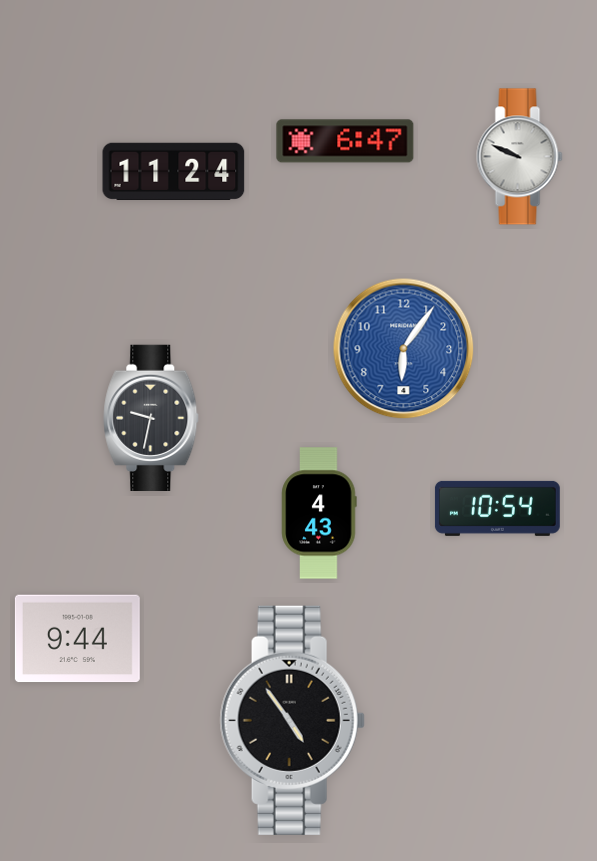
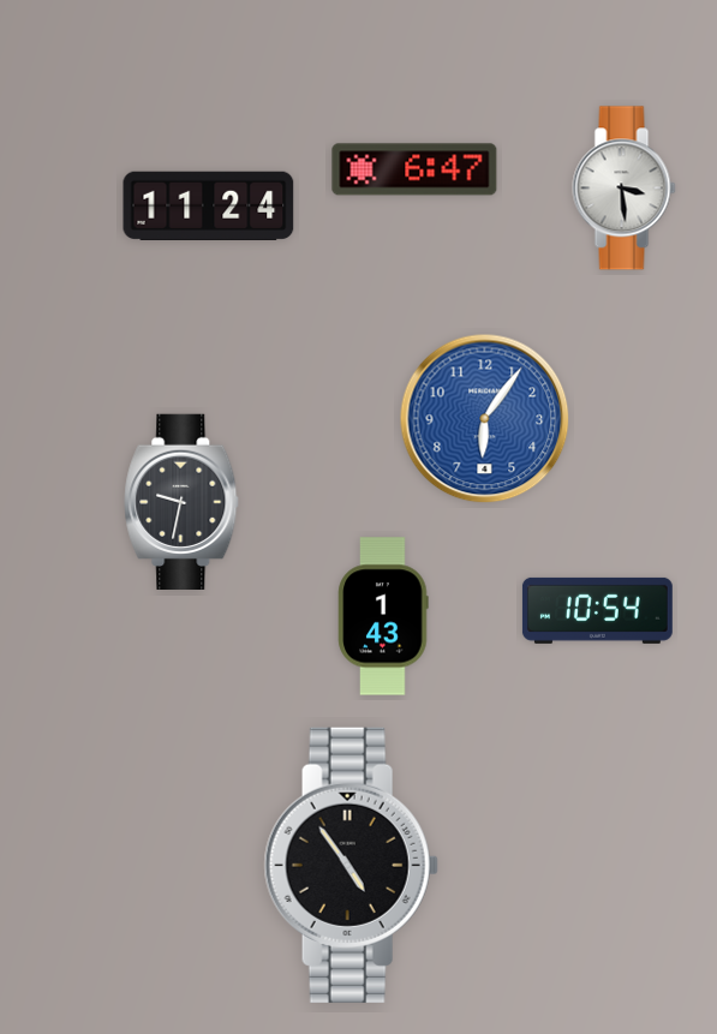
clock at (520, 157): 9:49 -> 3:29
clock at (319, 513): 4:43 -> 1:43
clock at (77, 639): 9:44 -> none
